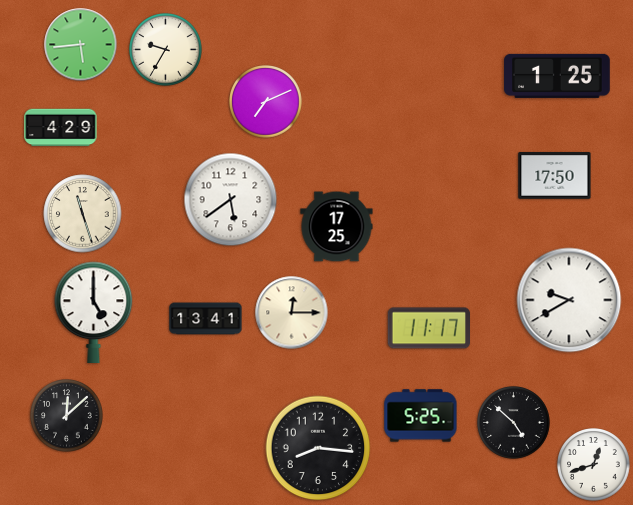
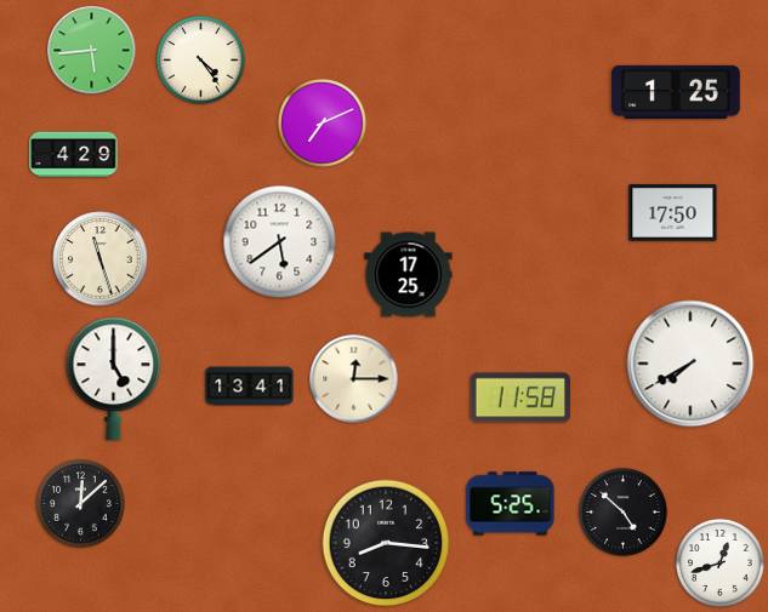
clock at (81, 45) position: (81, 45) -> (92, 51)
clock at (166, 50): 9:35 -> 4:24
clock at (569, 300): 9:40 -> 7:40
clock at (429, 328): 11:17 -> 11:58
